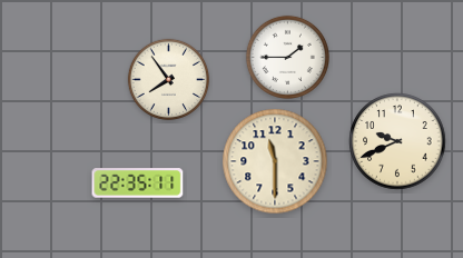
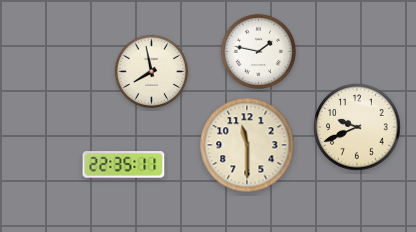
clock at (287, 57): 1:45 -> 1:47
clock at (169, 80): 7:54 -> 7:58
